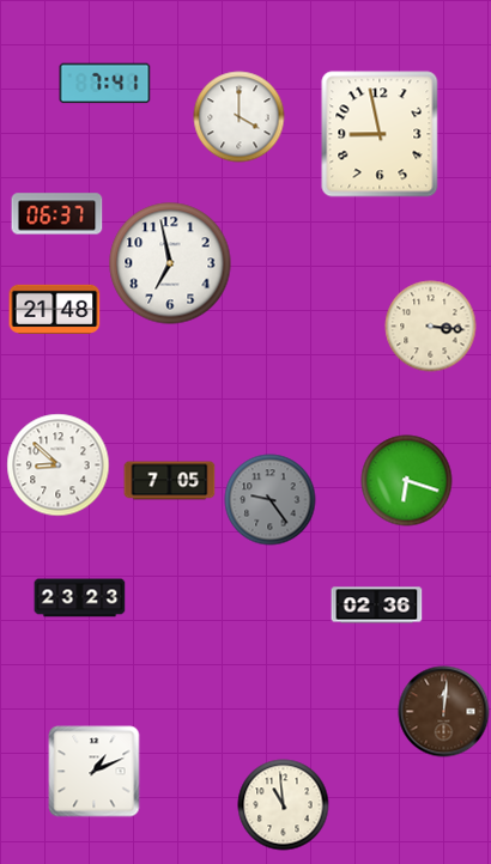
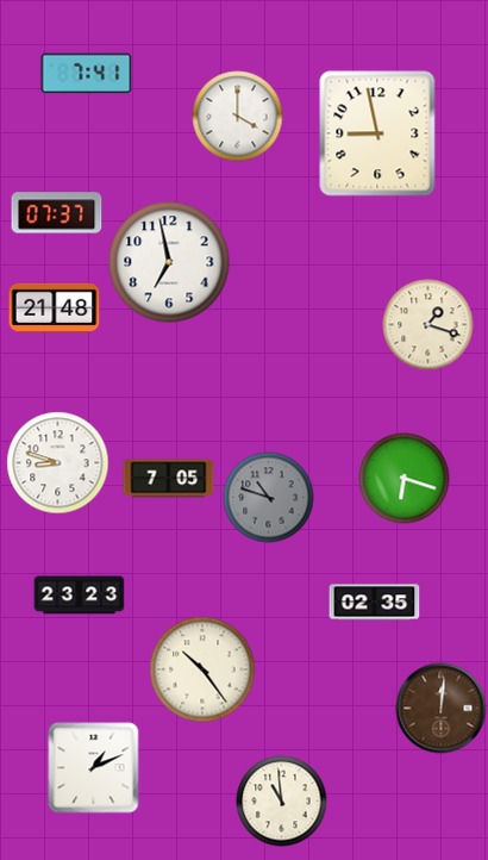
clock at (105, 84) position: (105, 84) -> (87, 74)
clock at (57, 214): 06:37 -> 07:37
clock at (431, 327): 3:16 -> 1:18
clock at (59, 466): 8:52 -> 8:48
clock at (271, 500): 9:24 -> 10:48
clock at (377, 606): 02:36 -> 02:35
clock at (202, 669): none -> 10:24
